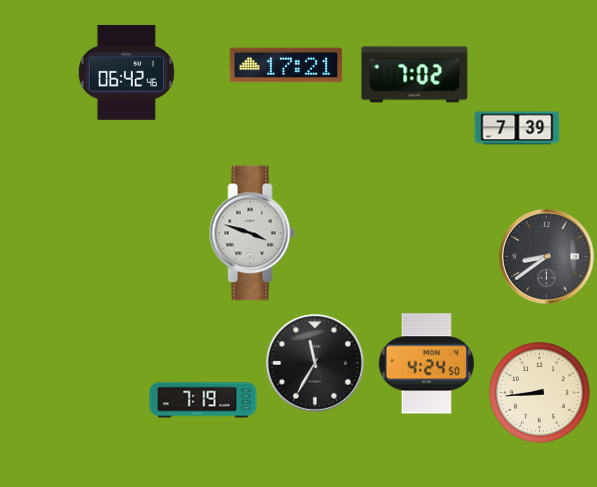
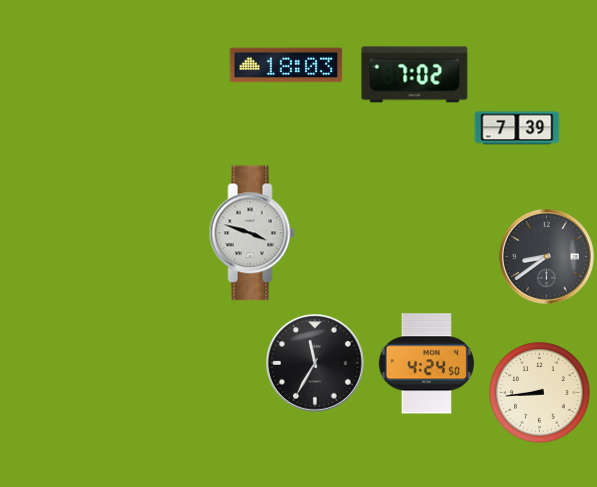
clock at (286, 65): 17:21 -> 18:03
clock at (126, 72): 06:42 -> none
clock at (203, 400): 7:19 -> none
